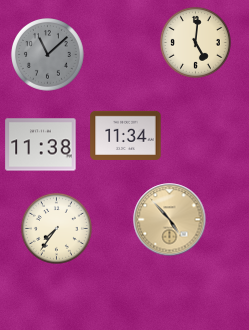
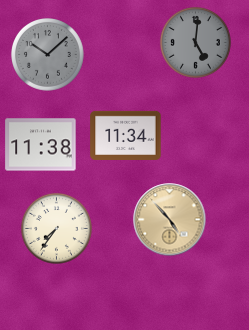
clock at (195, 42) dial: cream -> grey
clock at (48, 55): 11:08 -> 10:08
